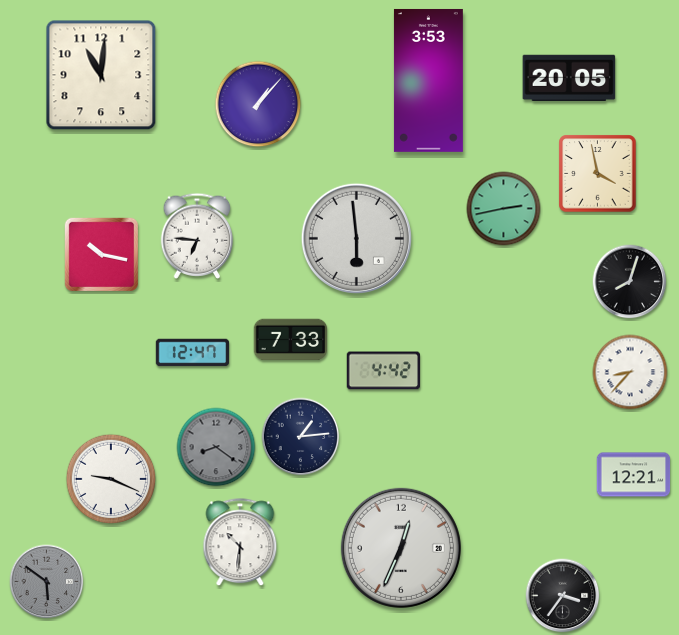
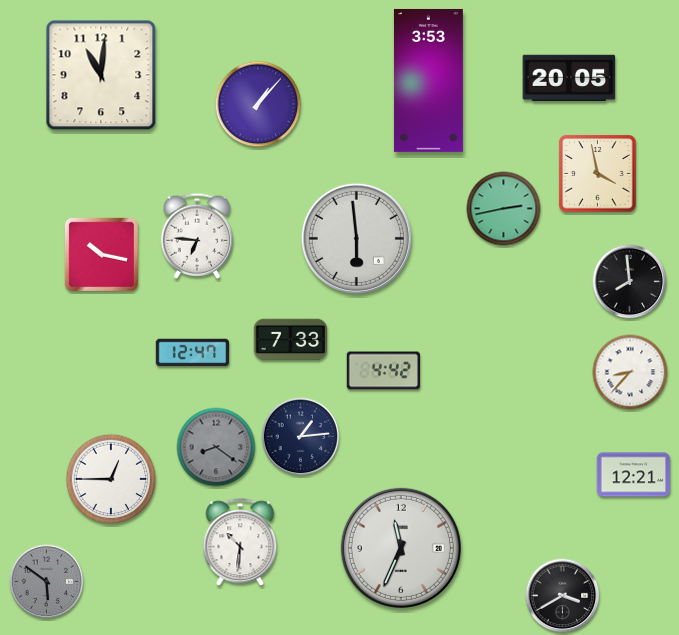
clock at (630, 282): 8:03 -> 7:59
clock at (111, 479): 9:19 -> 12:45
clock at (401, 548): 12:34 -> 11:34
clock at (563, 596): 3:36 -> 3:40
